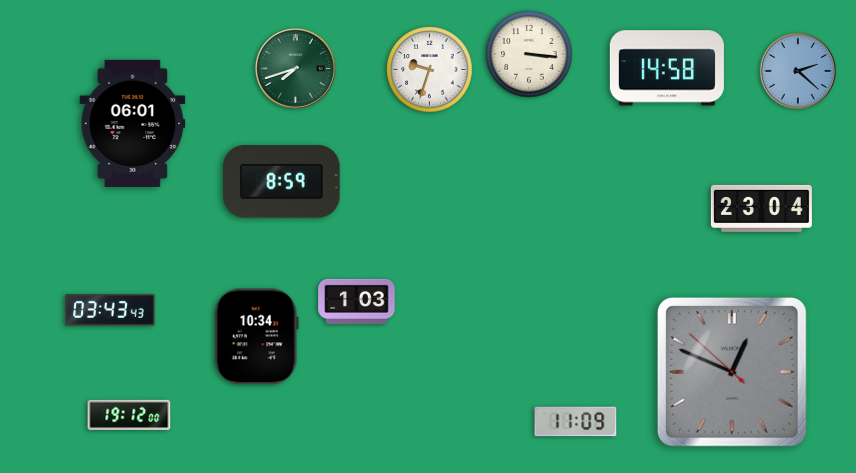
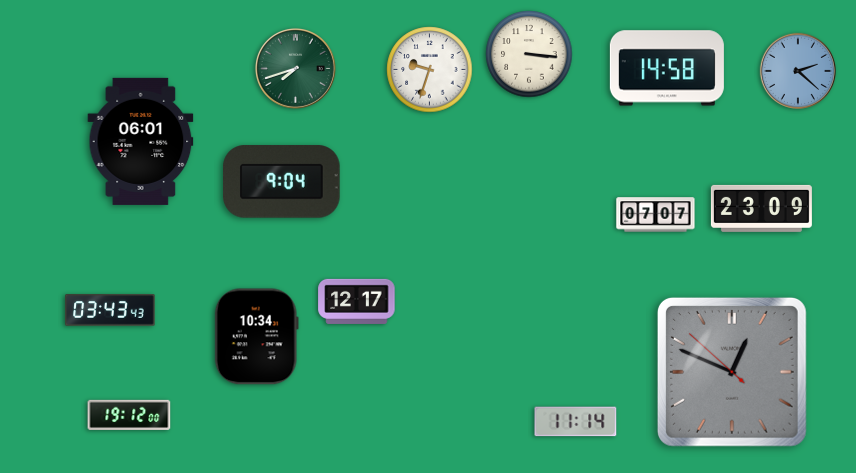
clock at (133, 123) position: (133, 123) -> (141, 141)
clock at (282, 182): 8:59 -> 9:04
clock at (761, 208): 23:04 -> 23:09
clock at (656, 215): none -> 07:07
clock at (357, 301): 1:03 -> 12:17
clock at (576, 422): 11:09 -> 11:14
